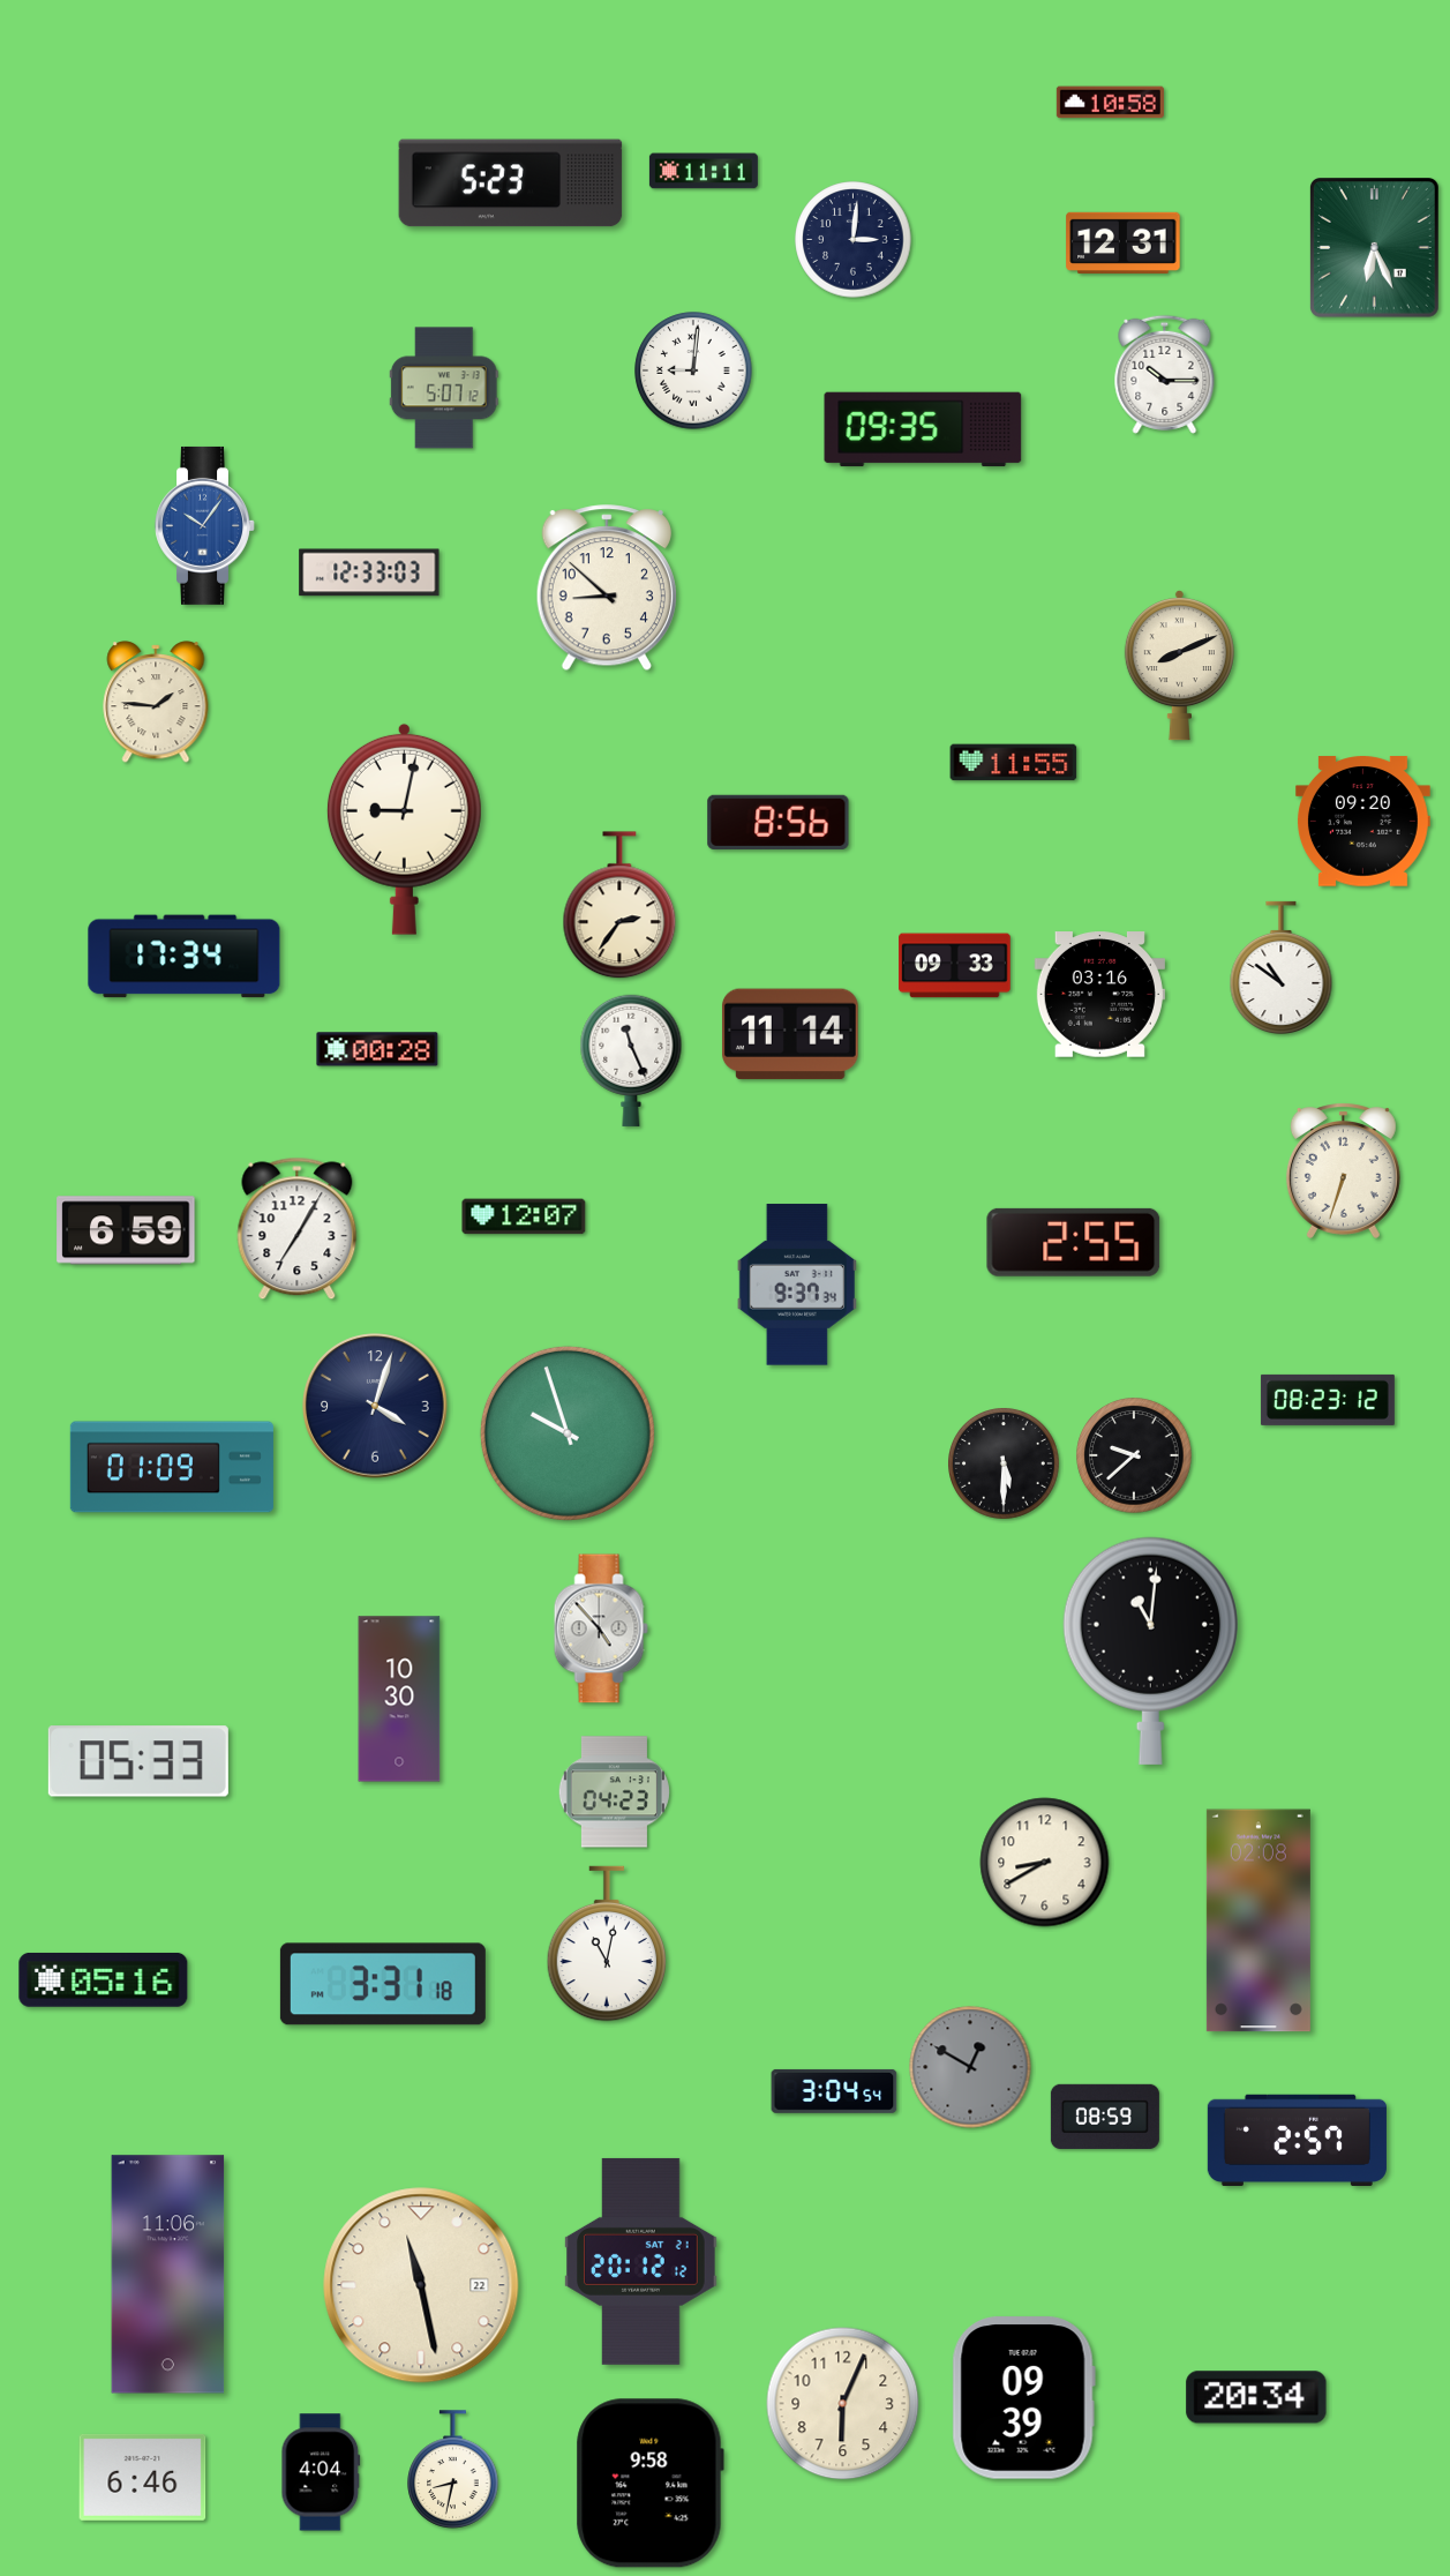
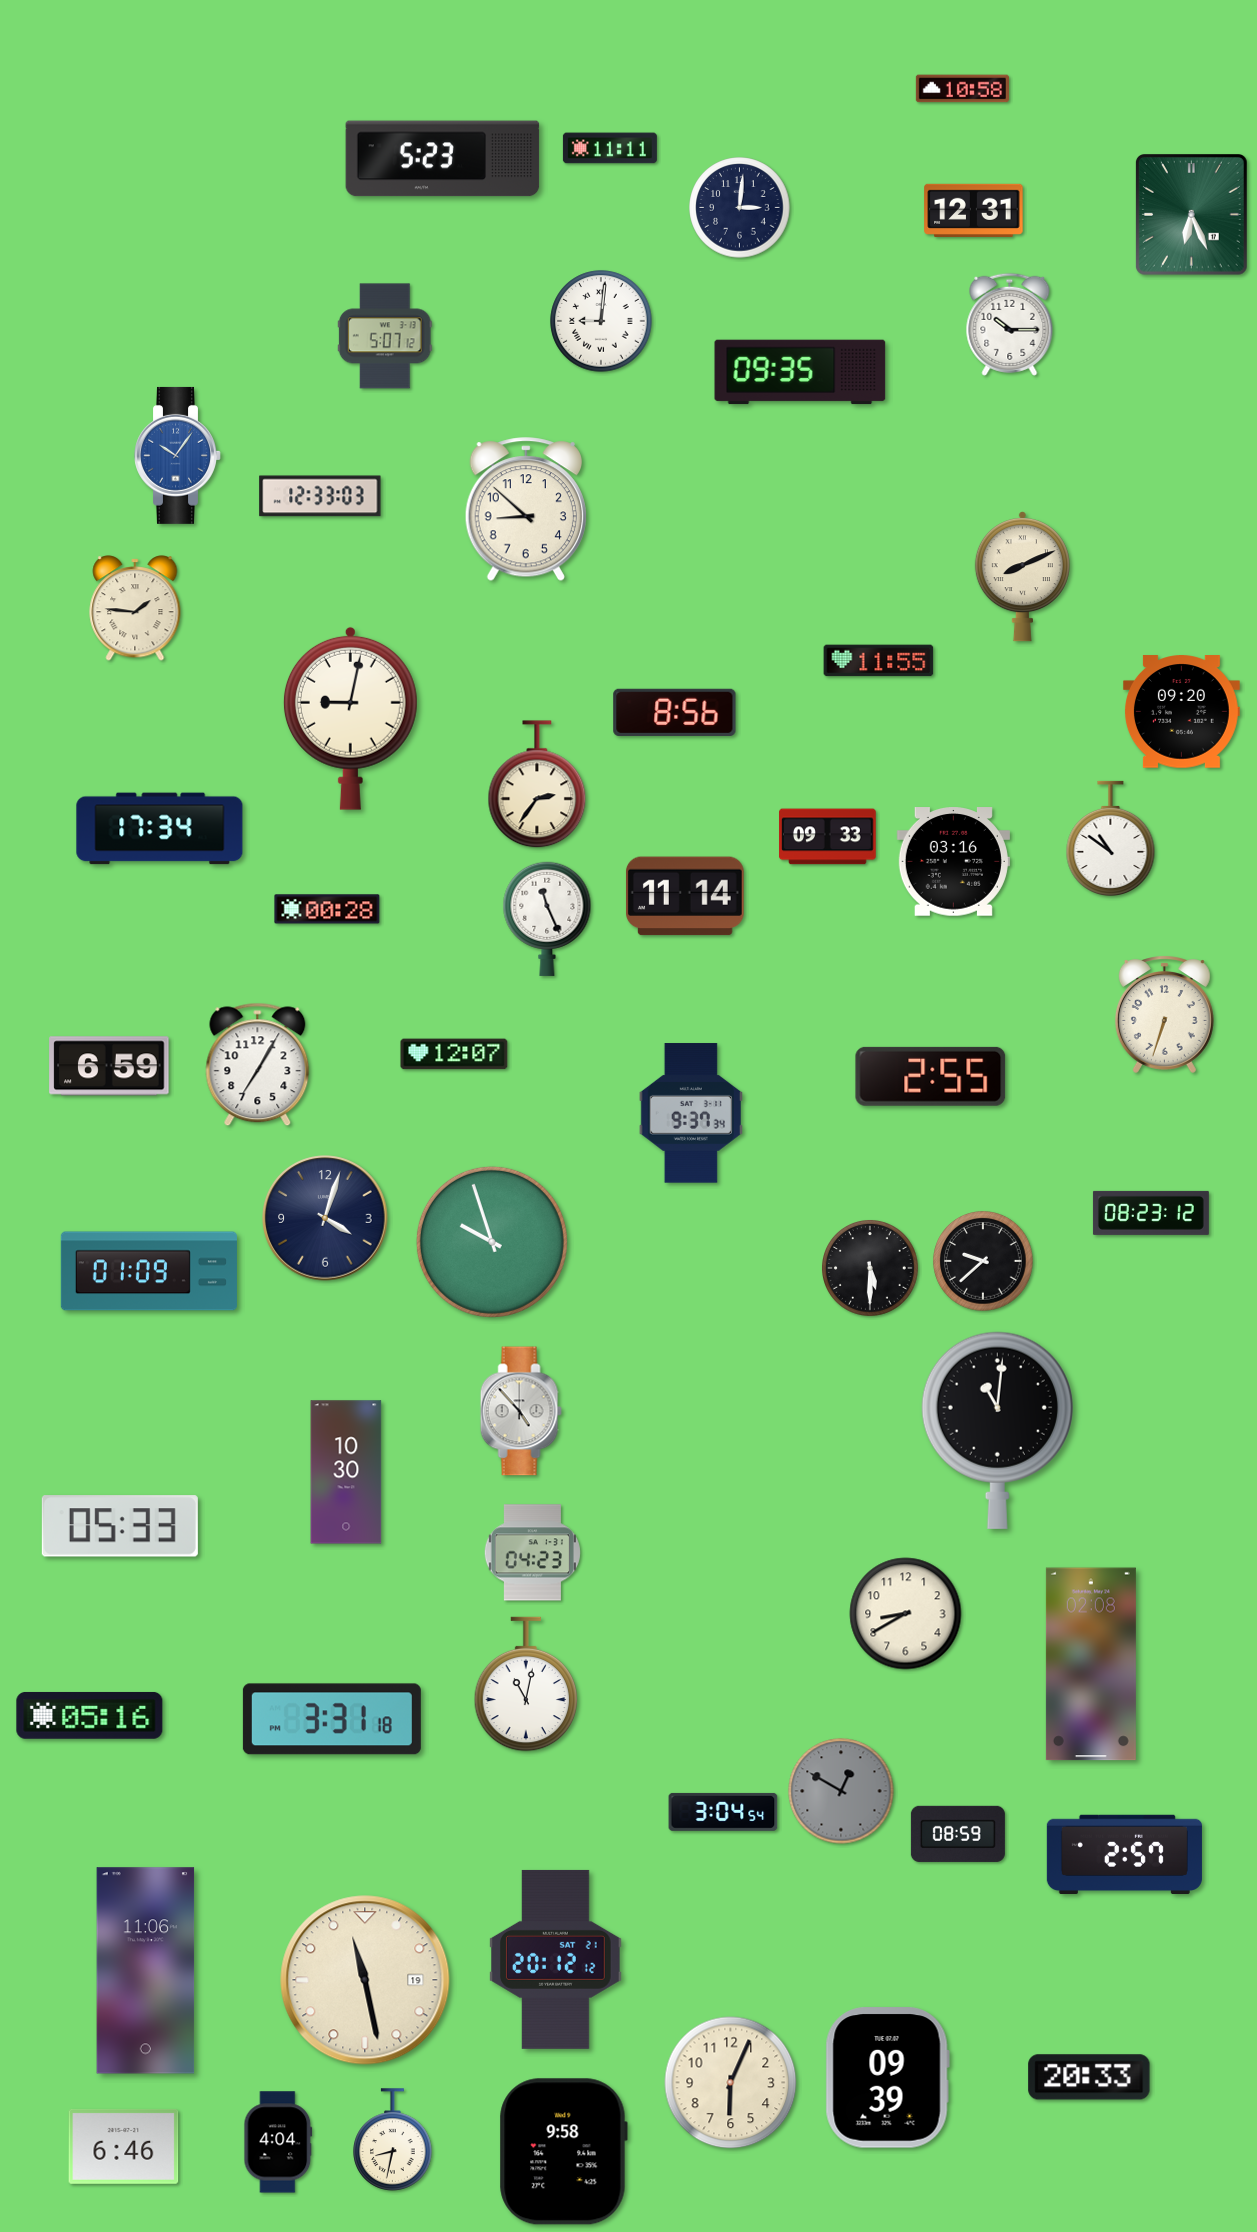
clock at (421, 2285) date: 22 -> 19
clock at (1256, 2397): 20:34 -> 20:33
